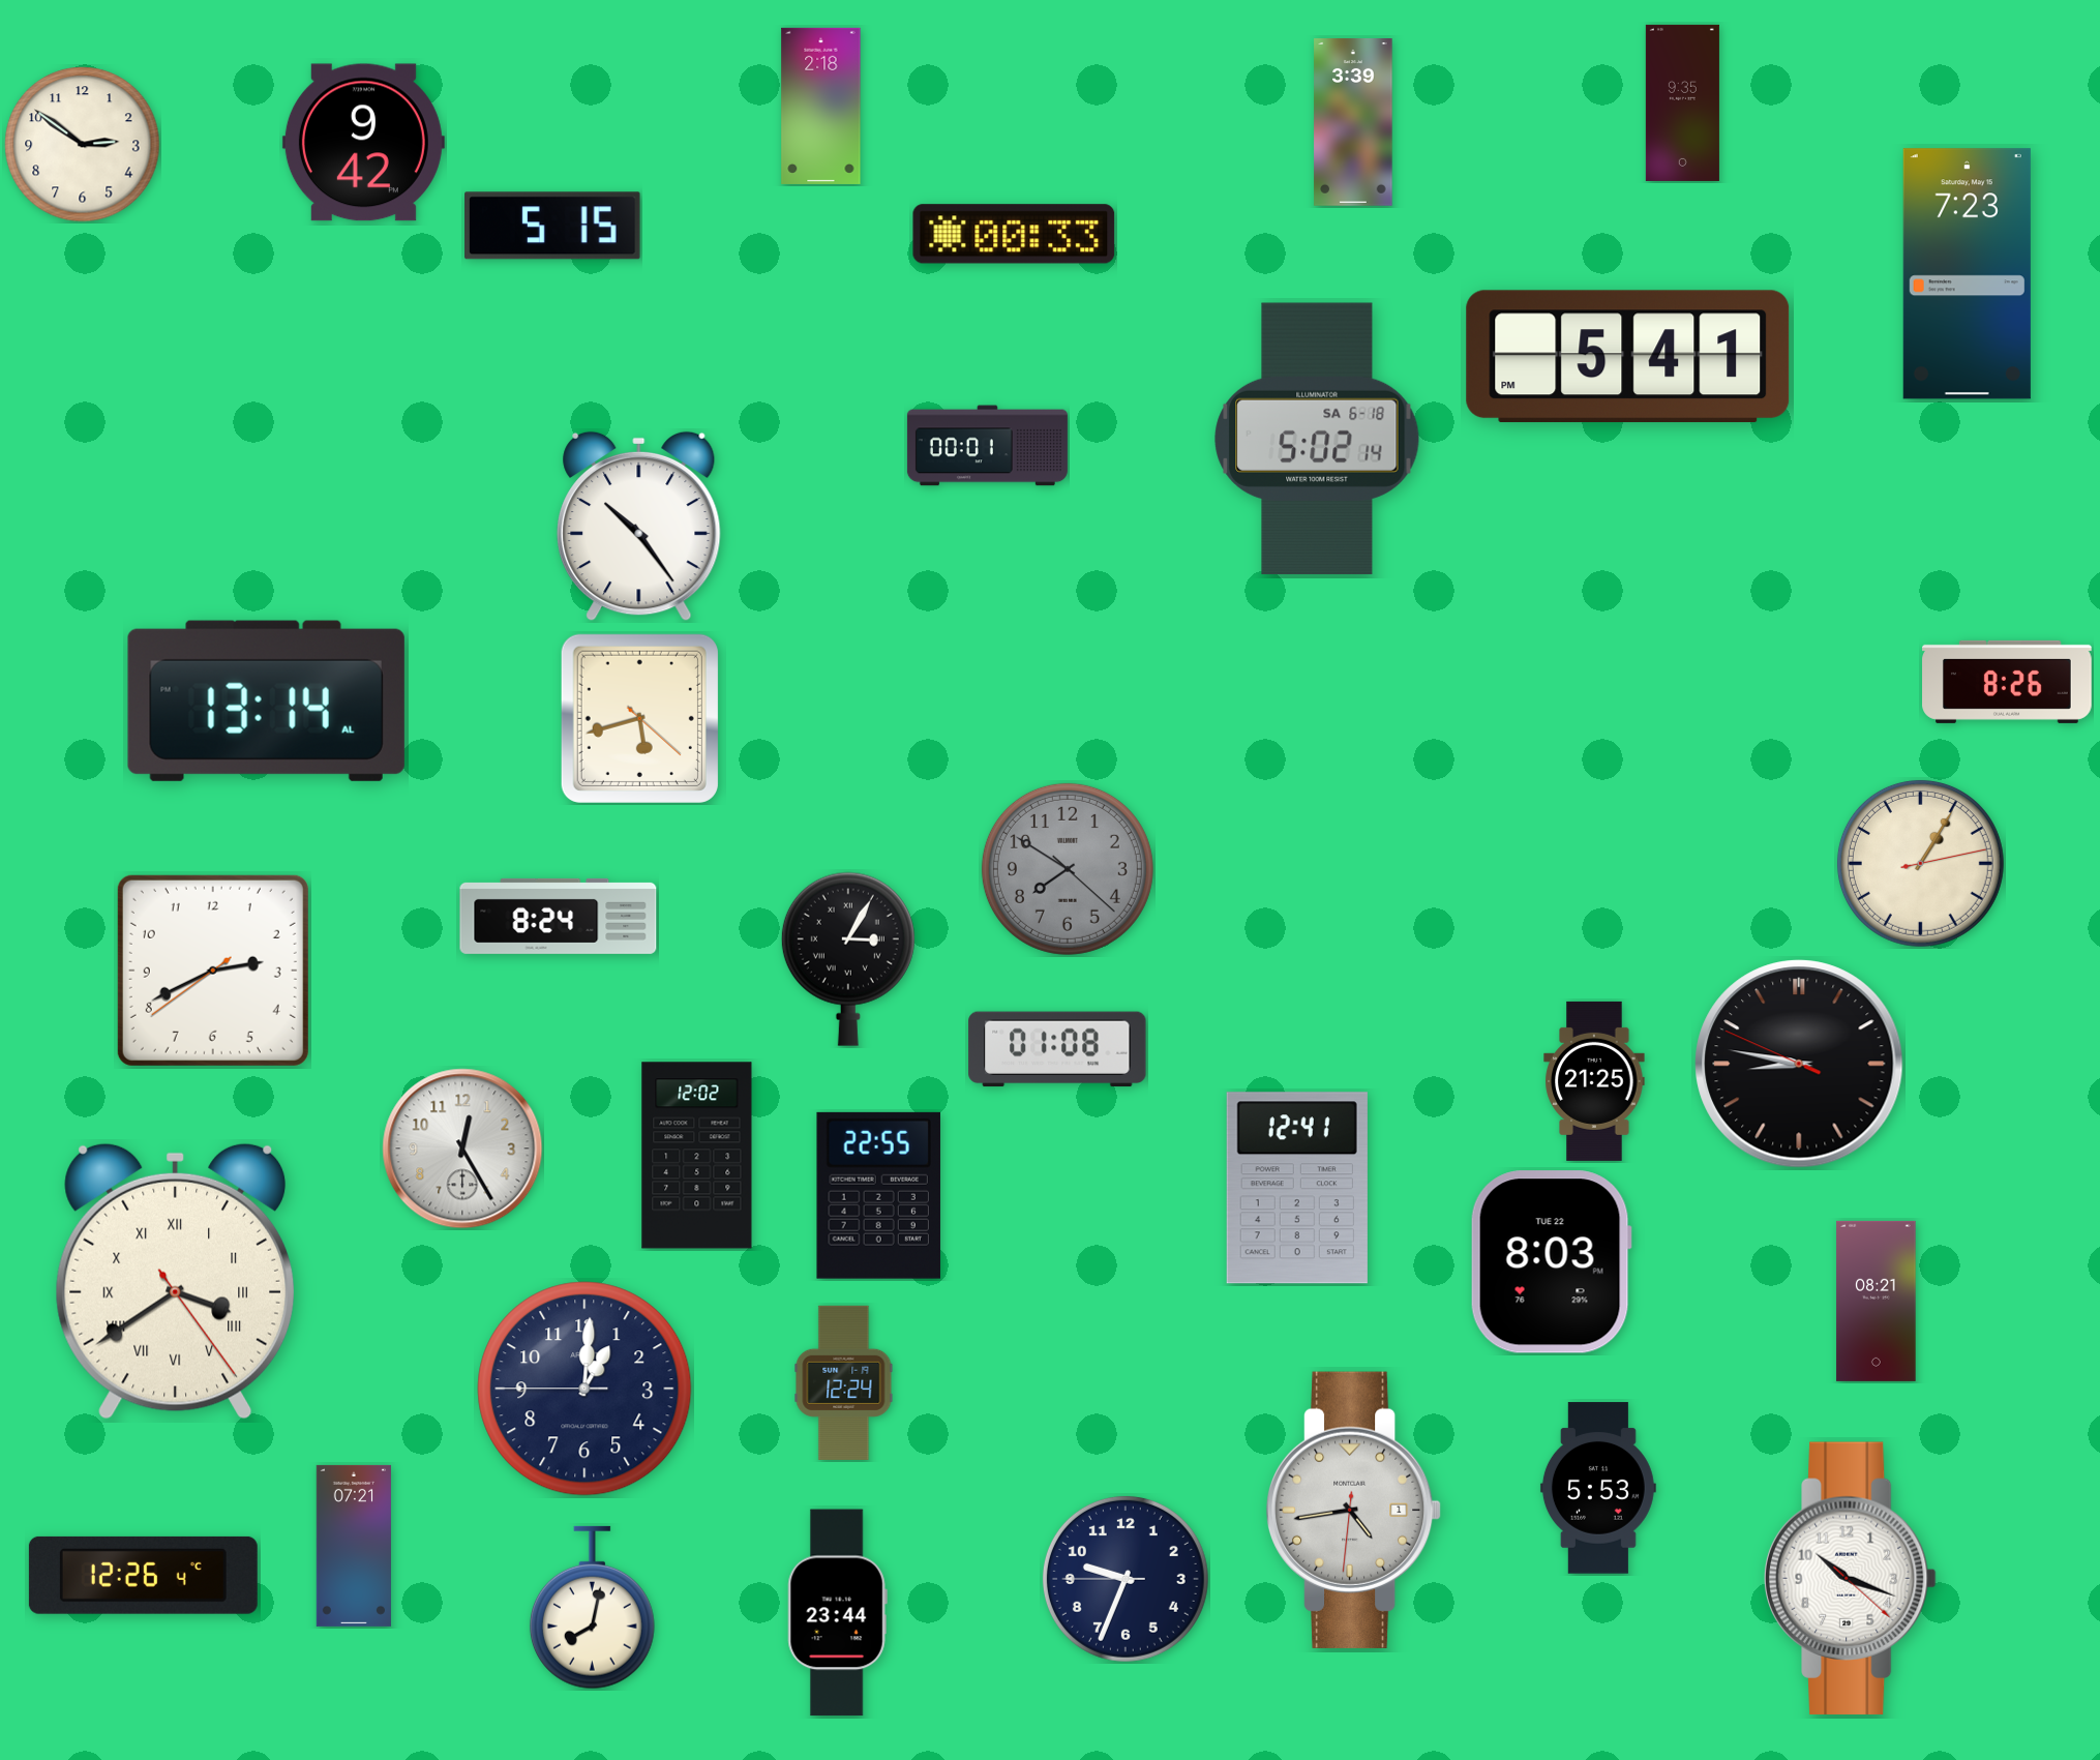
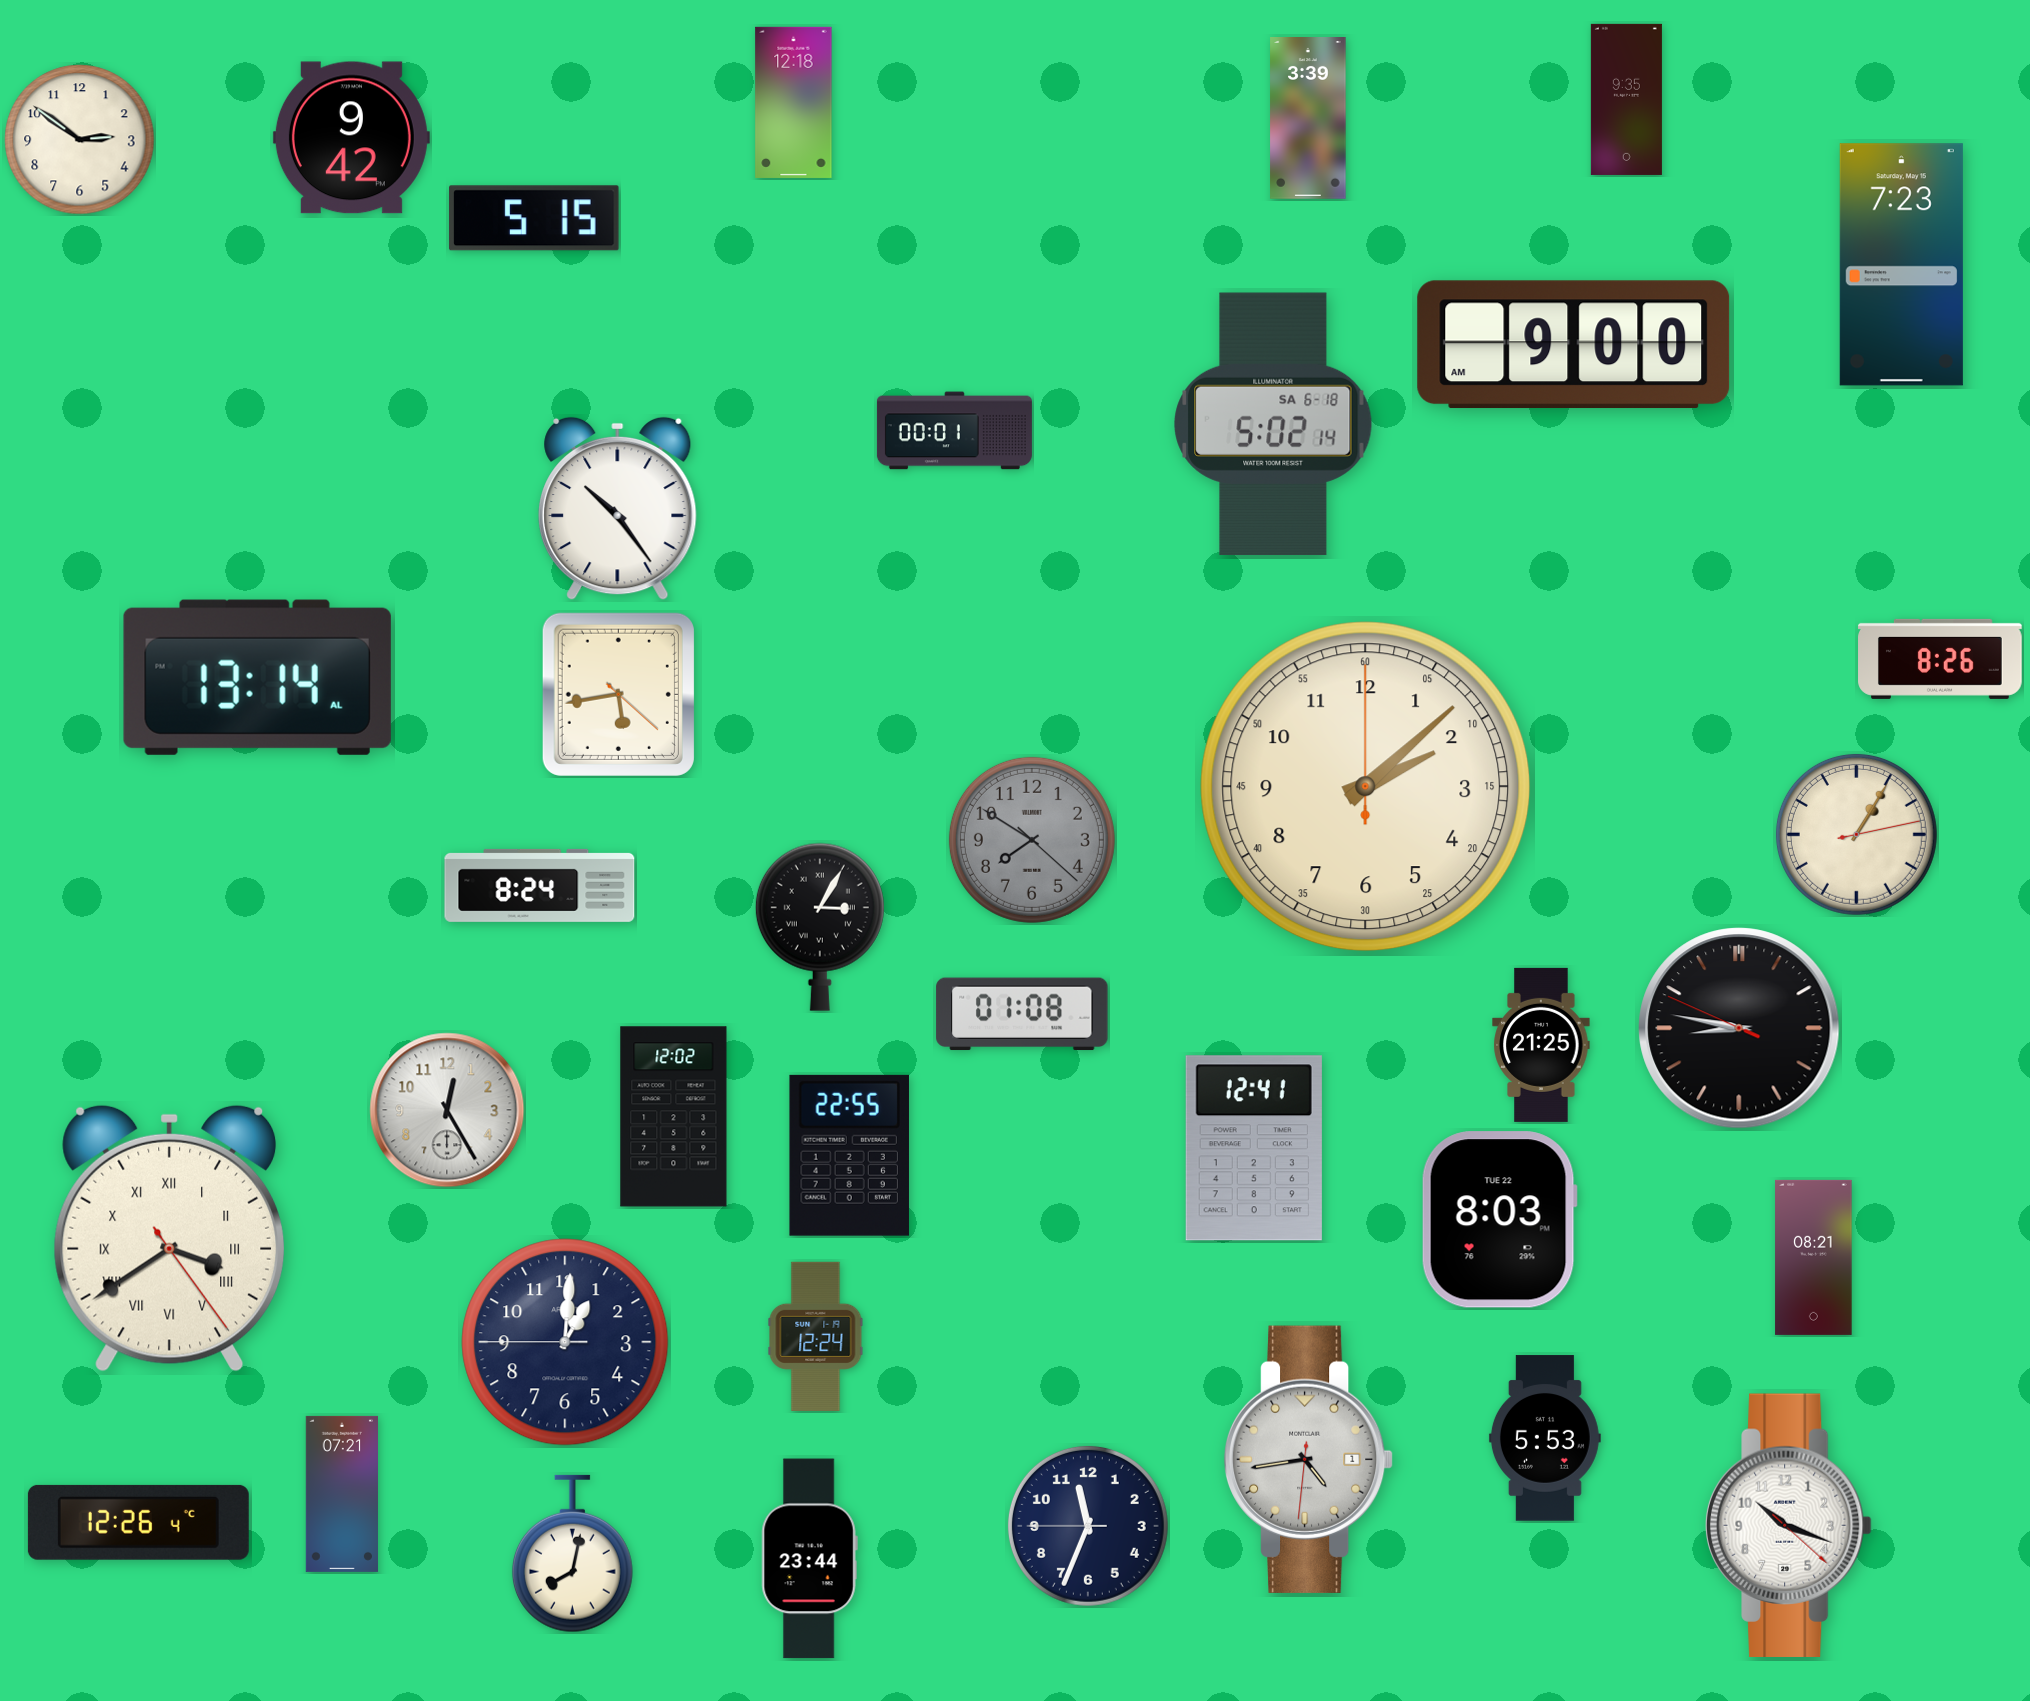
clock at (821, 106): 2:18 -> 12:18
clock at (1014, 234): 00:33 -> none
clock at (1628, 357): 5:41 -> 9:00
clock at (639, 718): 5:42 -> 5:43
clock at (1366, 787): none -> 2:08
clock at (213, 971): 2:40 -> none
clock at (1126, 1579): 9:33 -> 11:33
